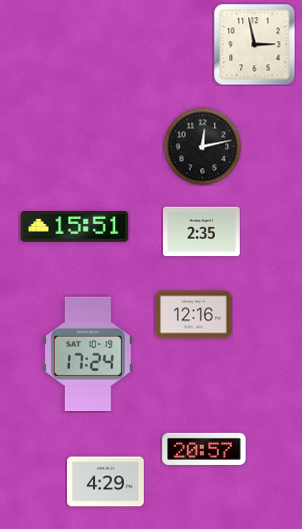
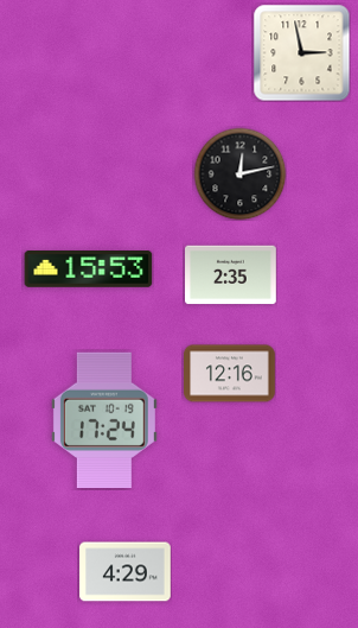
clock at (75, 227): 15:51 -> 15:53
clock at (202, 232) position: (202, 232) -> (231, 275)
clock at (204, 449): 20:57 -> none
